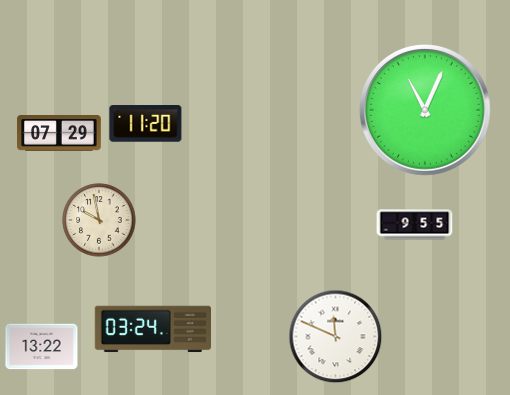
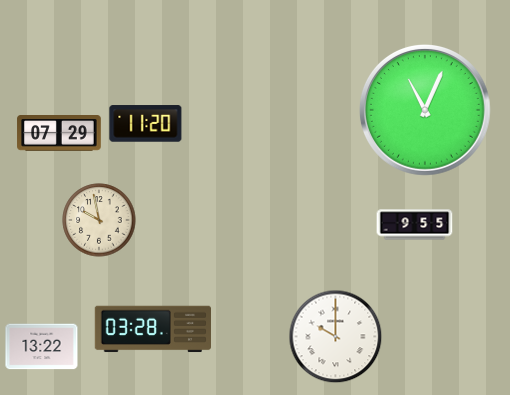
clock at (152, 329): 03:24 -> 03:28
clock at (336, 337): 11:49 -> 10:00
